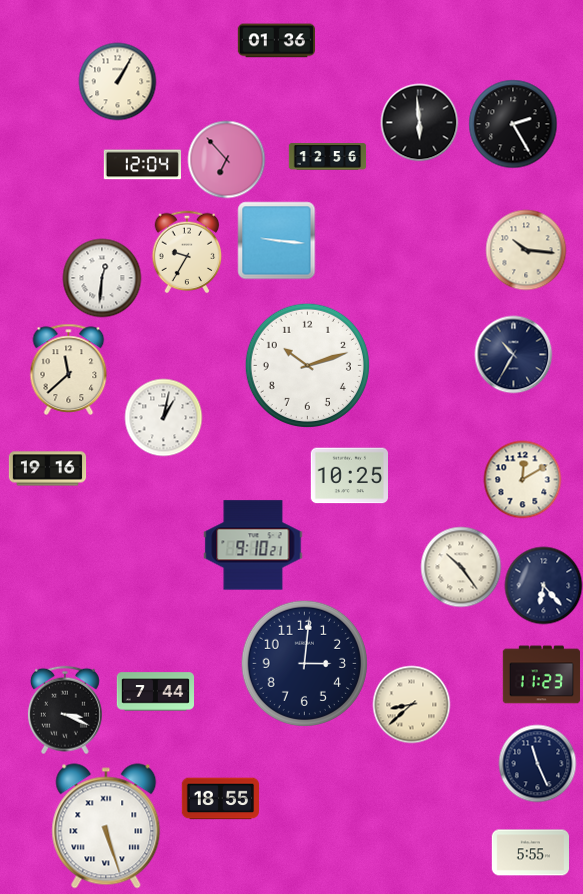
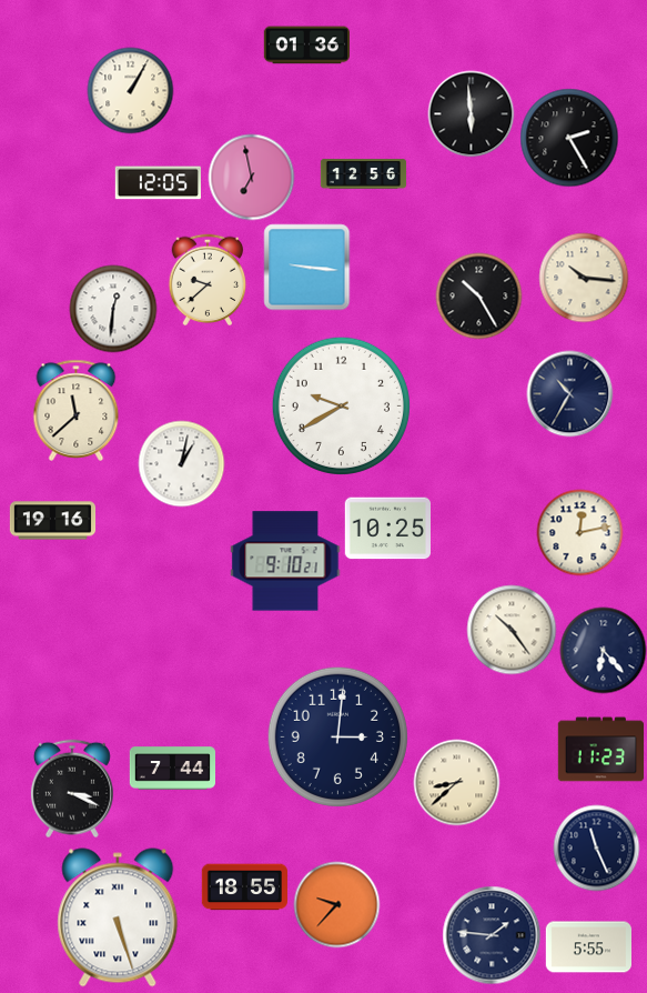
clock at (419, 122) position: (419, 122) -> (471, 113)
clock at (226, 159): 6:53 -> 6:58
clock at (142, 165): 12:04 -> 12:05
clock at (187, 252): 9:35 -> 9:38
clock at (478, 295): none -> 10:25
clock at (307, 365): 10:12 -> 9:40
clock at (522, 479): 12:10 -> 12:13
clock at (253, 545) position: (253, 545) -> (285, 561)
clock at (336, 904): none -> 9:37
clock at (492, 935): none -> 1:46
